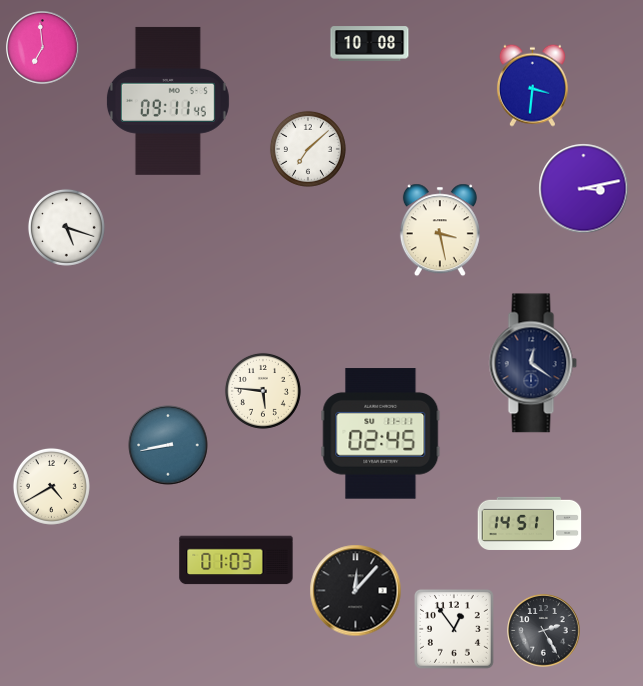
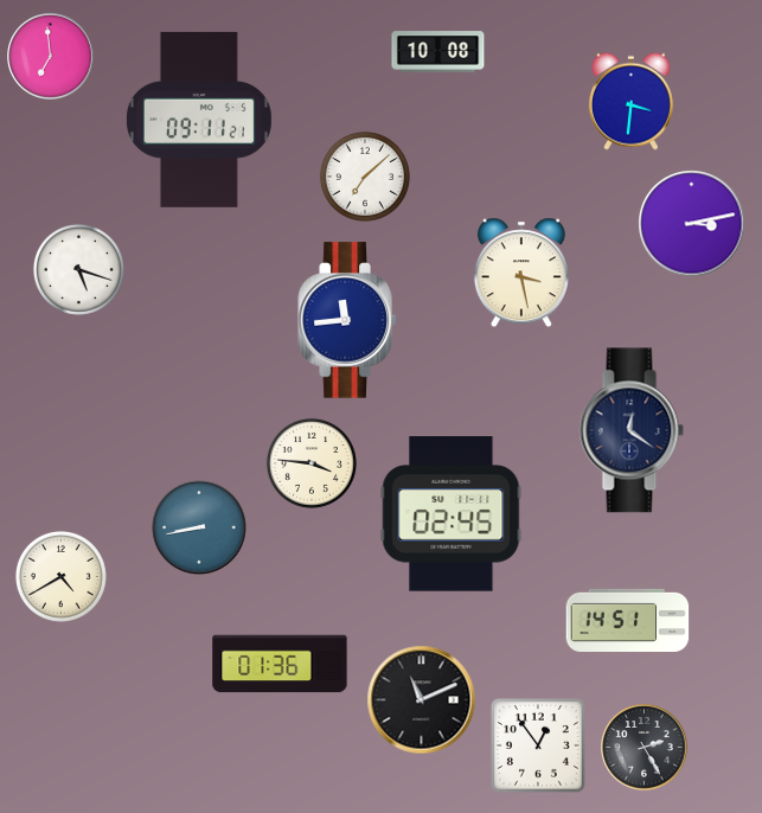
clock at (168, 101): 09:11:45 -> 09:11:21
clock at (347, 320): none -> 11:44
clock at (263, 391): 5:46 -> 3:46
clock at (236, 560): 01:03 -> 01:36
clock at (356, 591): 12:07 -> 11:11
